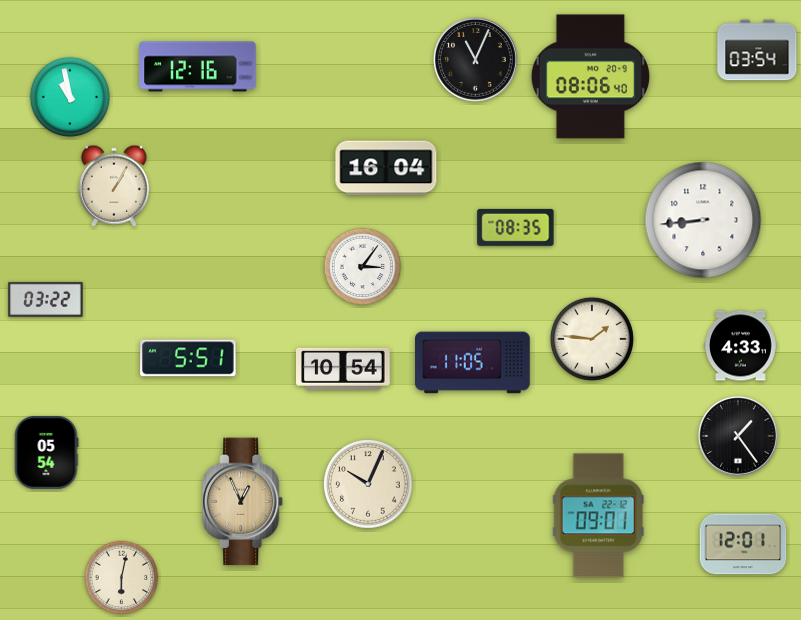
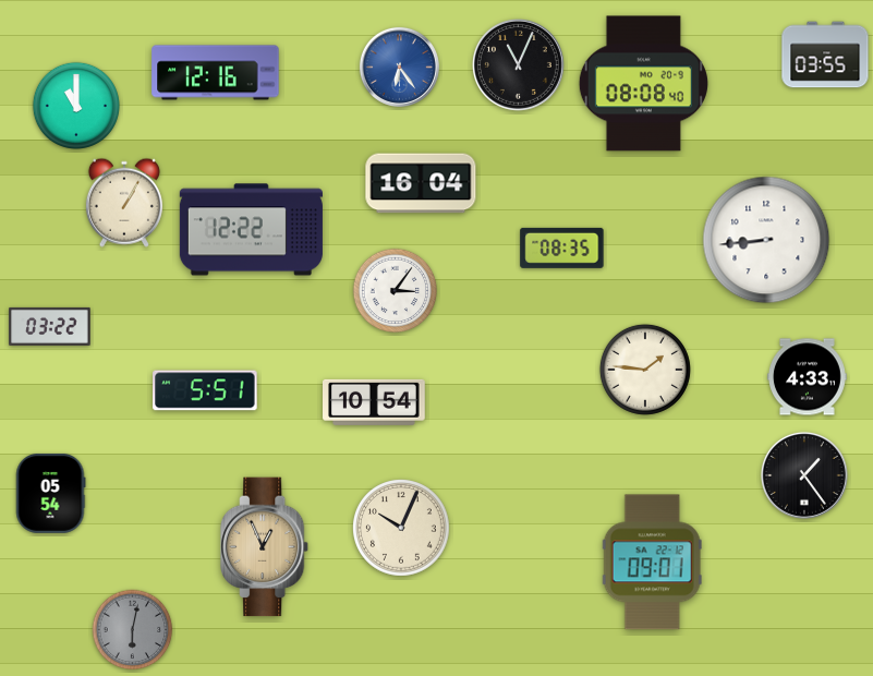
clock at (757, 50): 03:54 -> 03:55
clock at (399, 67): none -> 6:24
clock at (590, 77): 08:06 -> 08:08
clock at (69, 96): 10:58 -> 11:00
clock at (251, 230): none -> 12:22
clock at (473, 363): 11:05 -> none
clock at (743, 544): 12:01 -> none
clock at (122, 578) dial: cream -> grey
